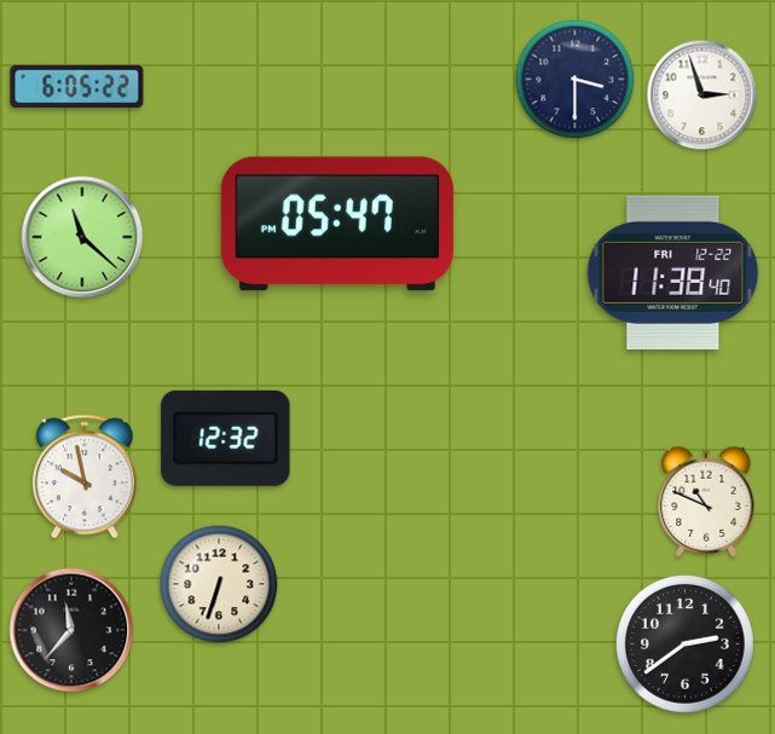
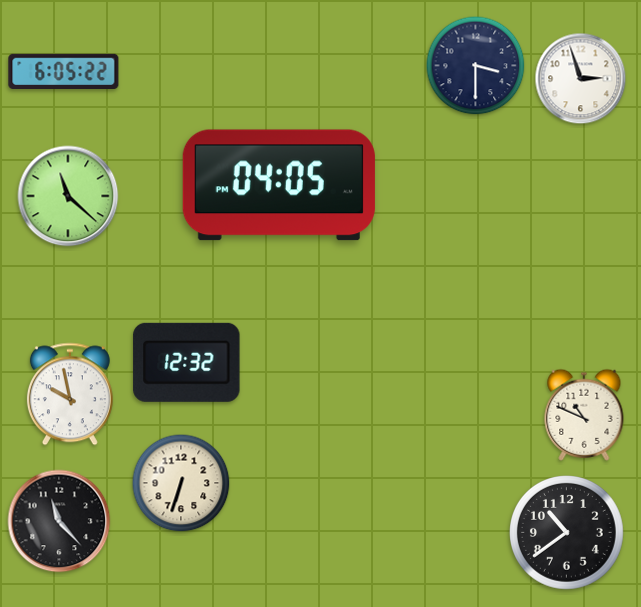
clock at (337, 224): 05:47 -> 04:05
clock at (673, 272): 11:38 -> none
clock at (71, 630): 11:37 -> 11:23
clock at (686, 645): 2:39 -> 10:39
